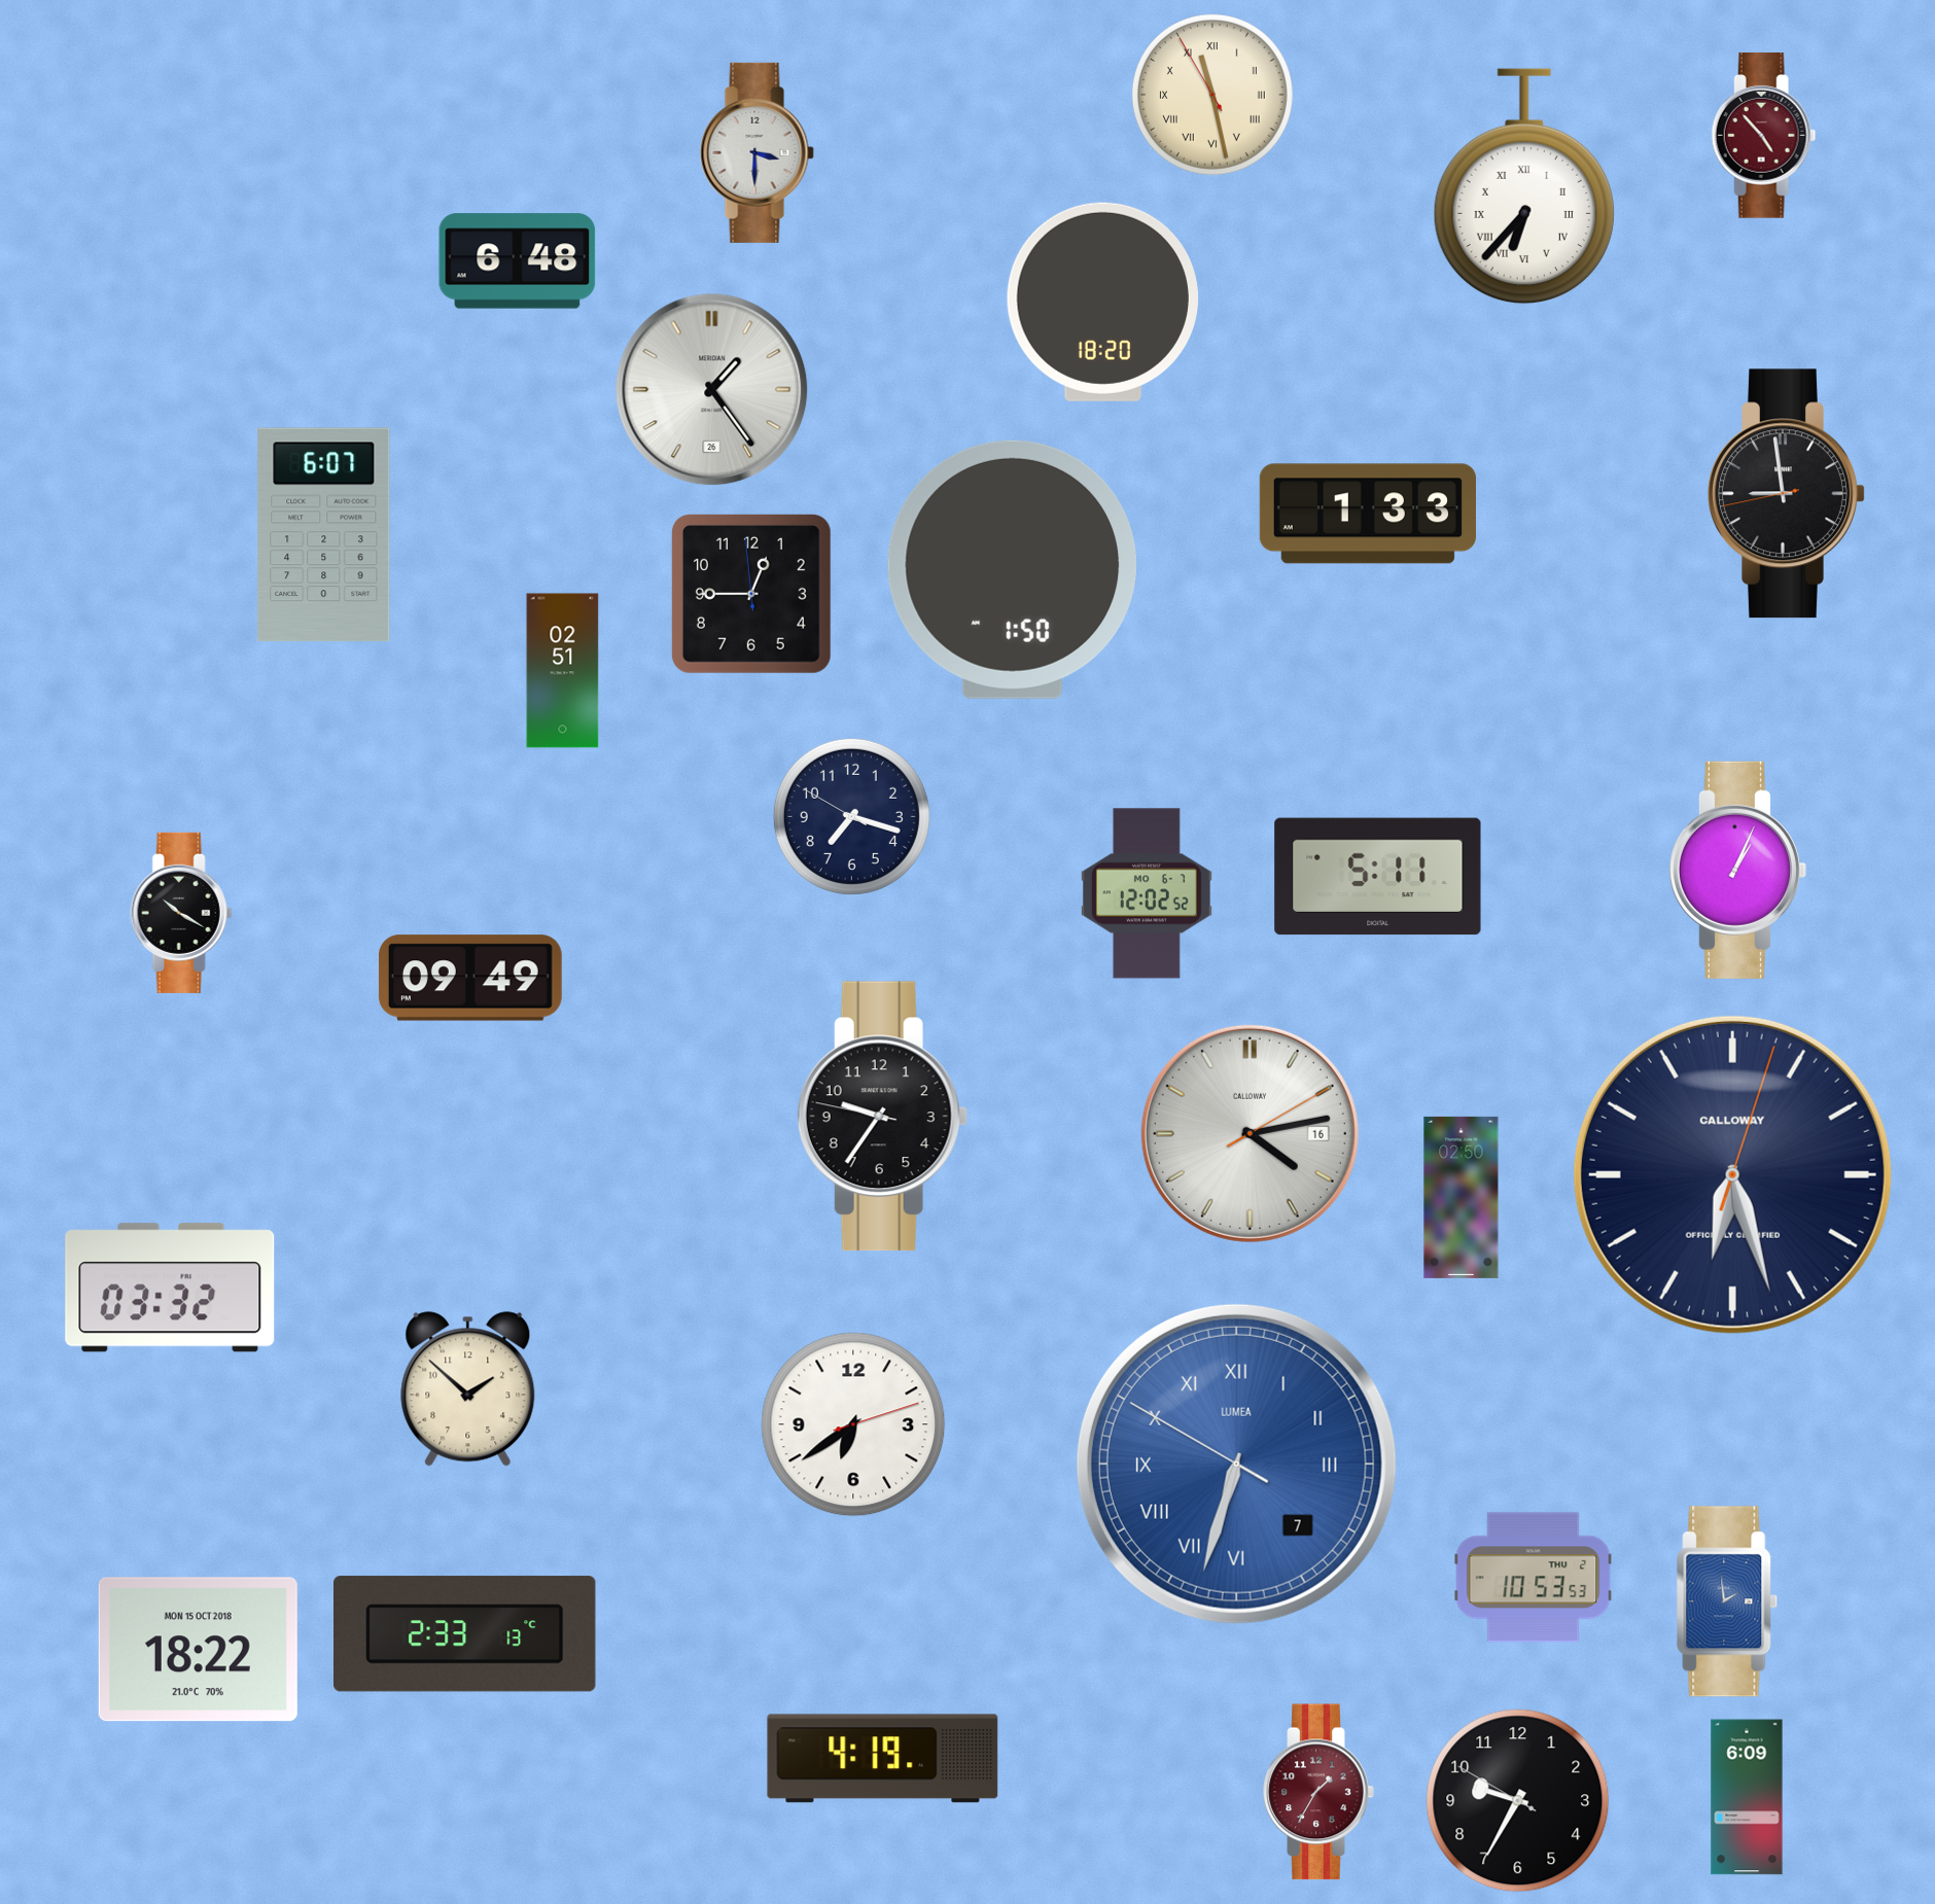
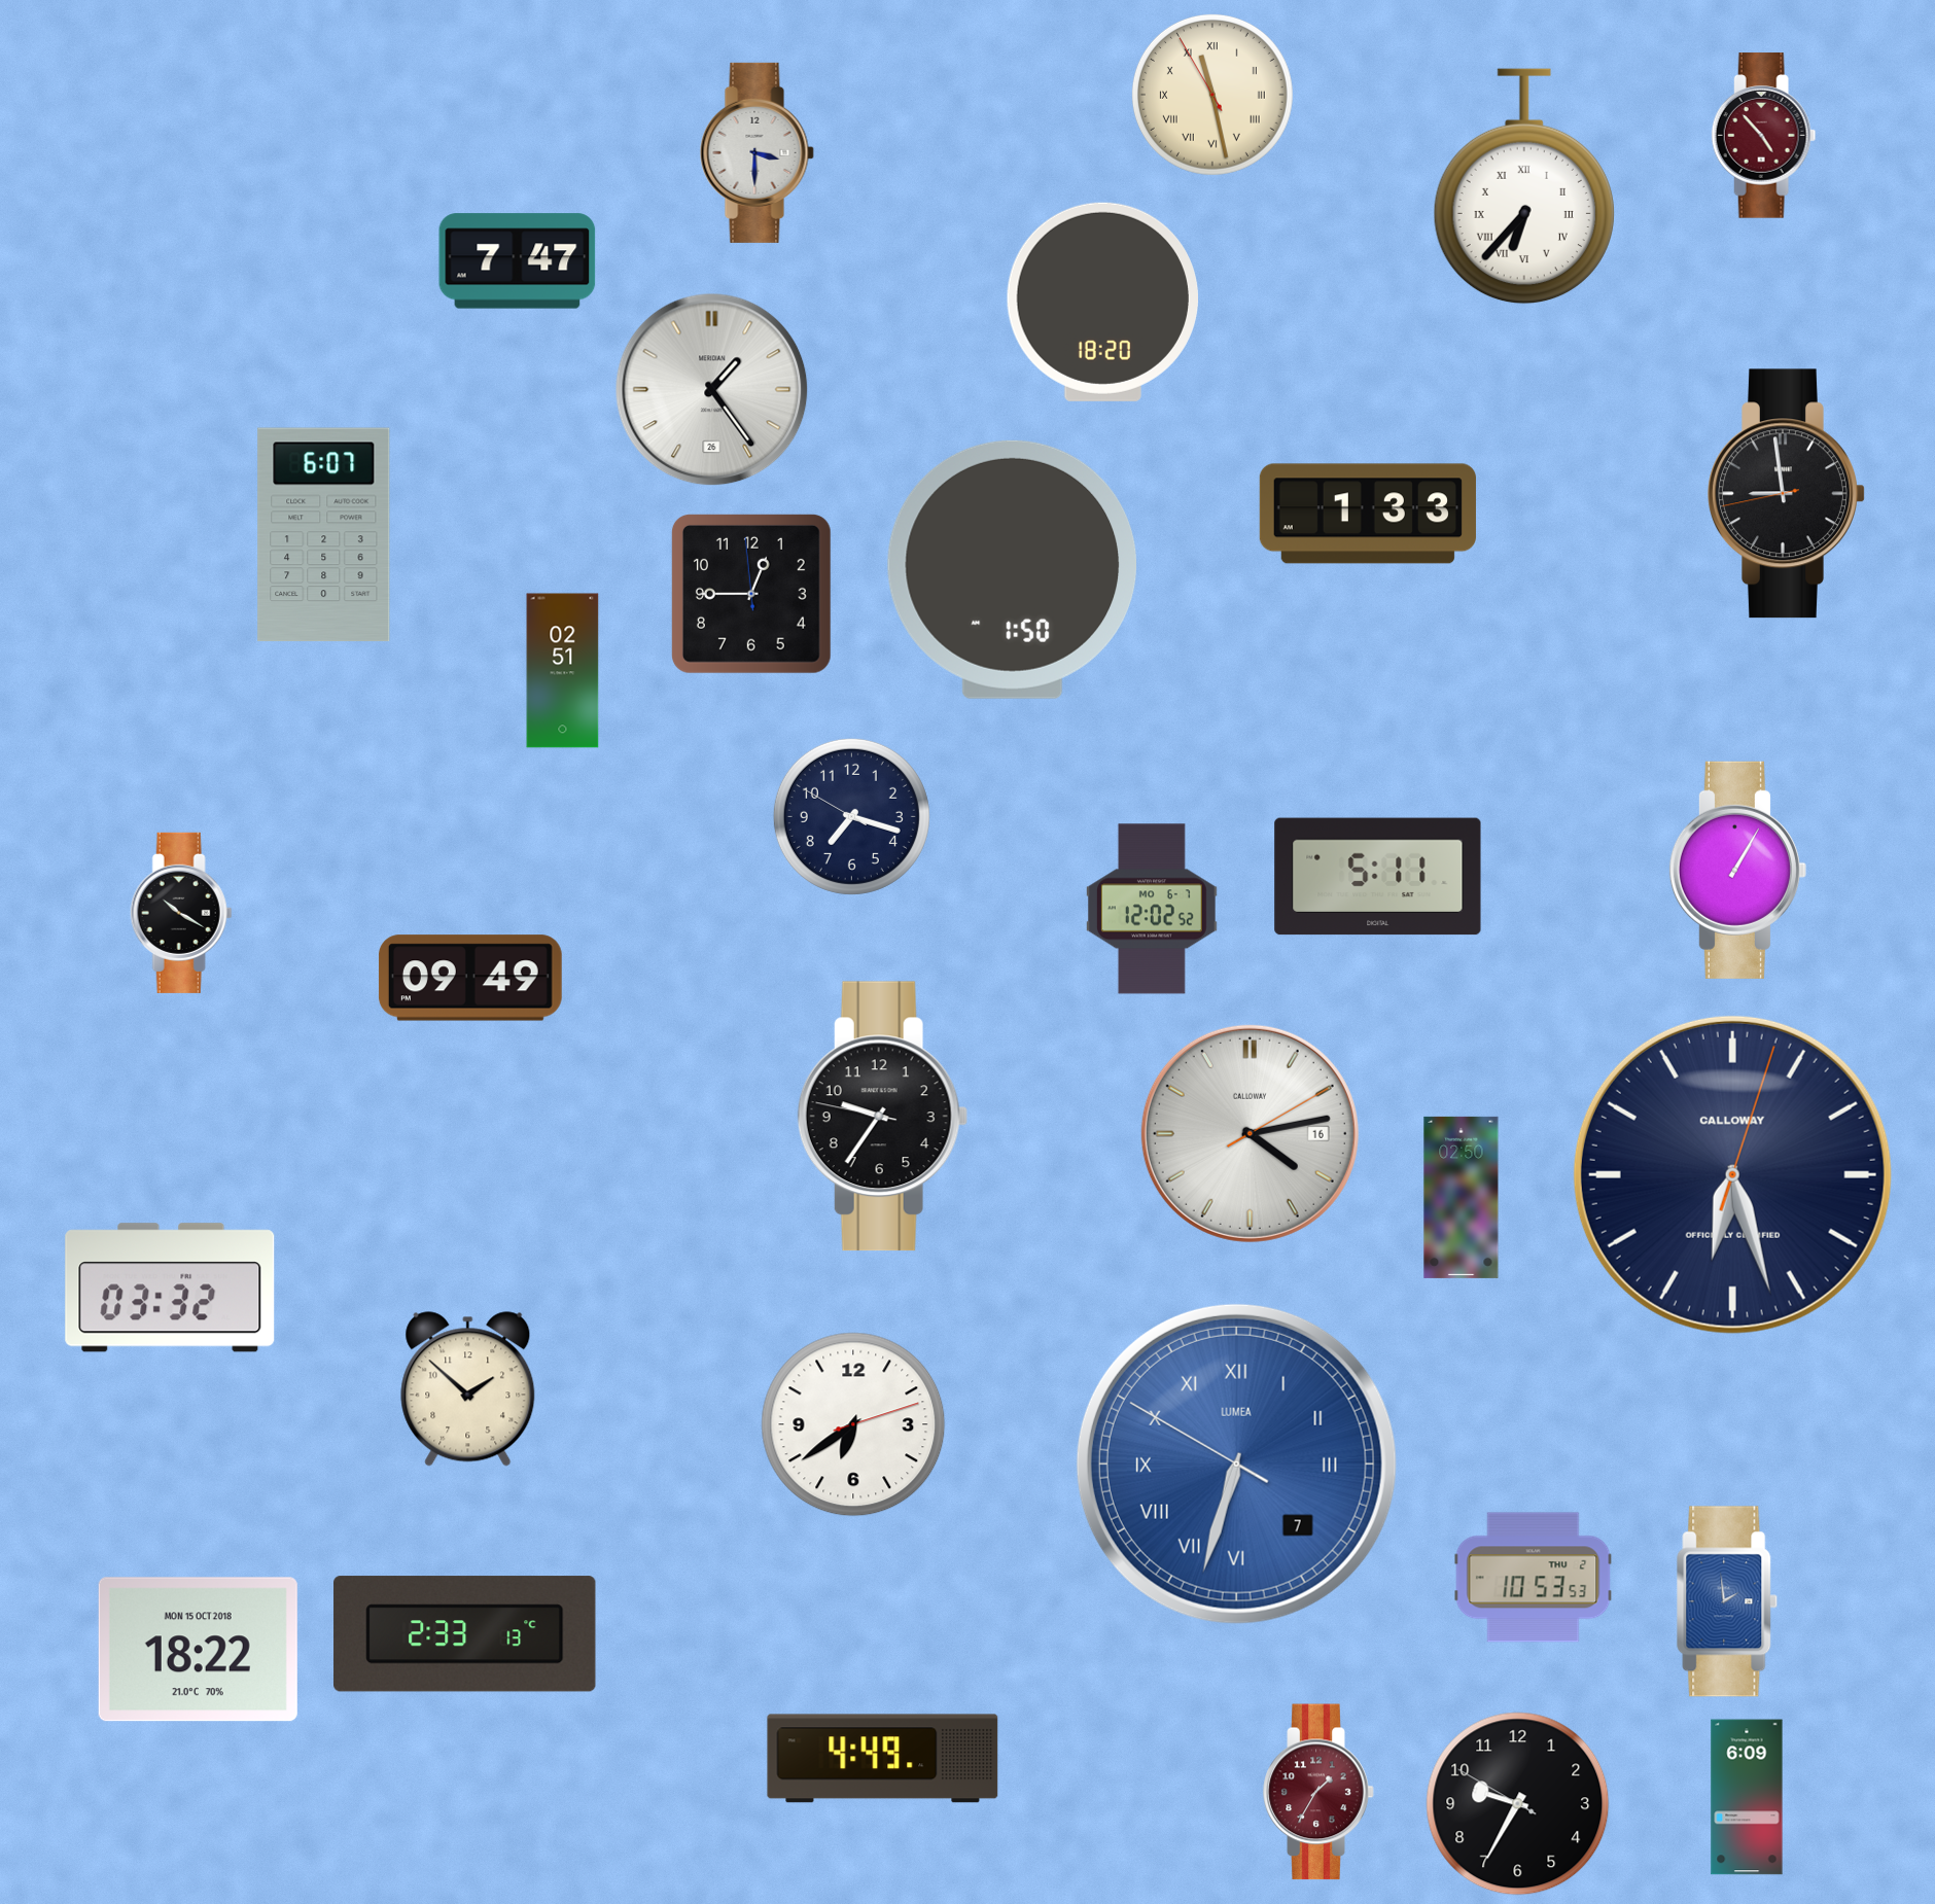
clock at (518, 261): 6:48 -> 7:47
clock at (1737, 870): 1:04 -> 1:05
clock at (1147, 893) position: (1147, 893) -> (1152, 909)
clock at (883, 1759): 4:19 -> 4:49
clock at (1518, 1801) position: (1518, 1801) -> (1518, 1804)
